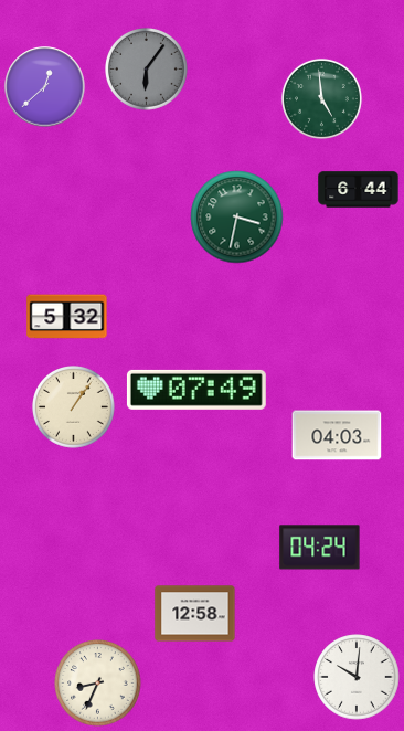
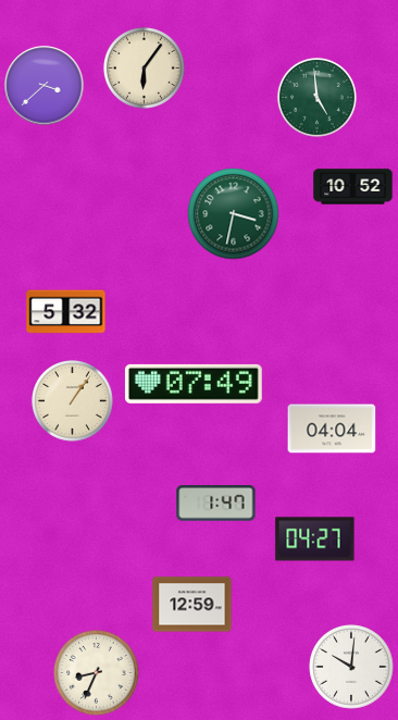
clock at (147, 70) dial: grey -> cream
clock at (45, 87): 12:38 -> 3:38
clock at (359, 190): 6:44 -> 10:52
clock at (337, 435): 04:03 -> 04:04
clock at (216, 504): none -> 1:47
clock at (320, 548): 04:24 -> 04:27
clock at (195, 614): 12:58 -> 12:59
